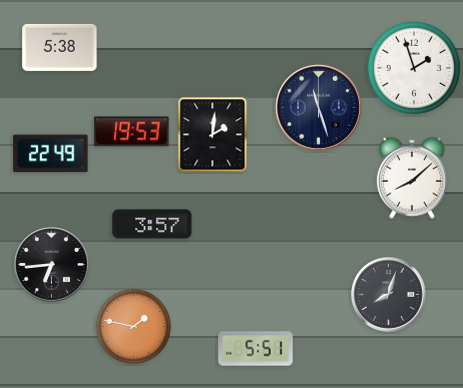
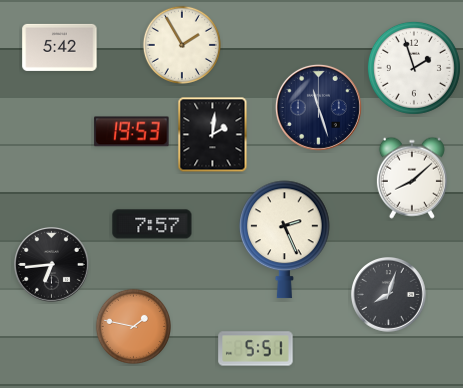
clock at (182, 45): none -> 1:55
clock at (60, 47): 5:38 -> 5:42
clock at (51, 154): 22:49 -> none
clock at (152, 224): 3:57 -> 7:57
clock at (285, 240): none -> 2:26
